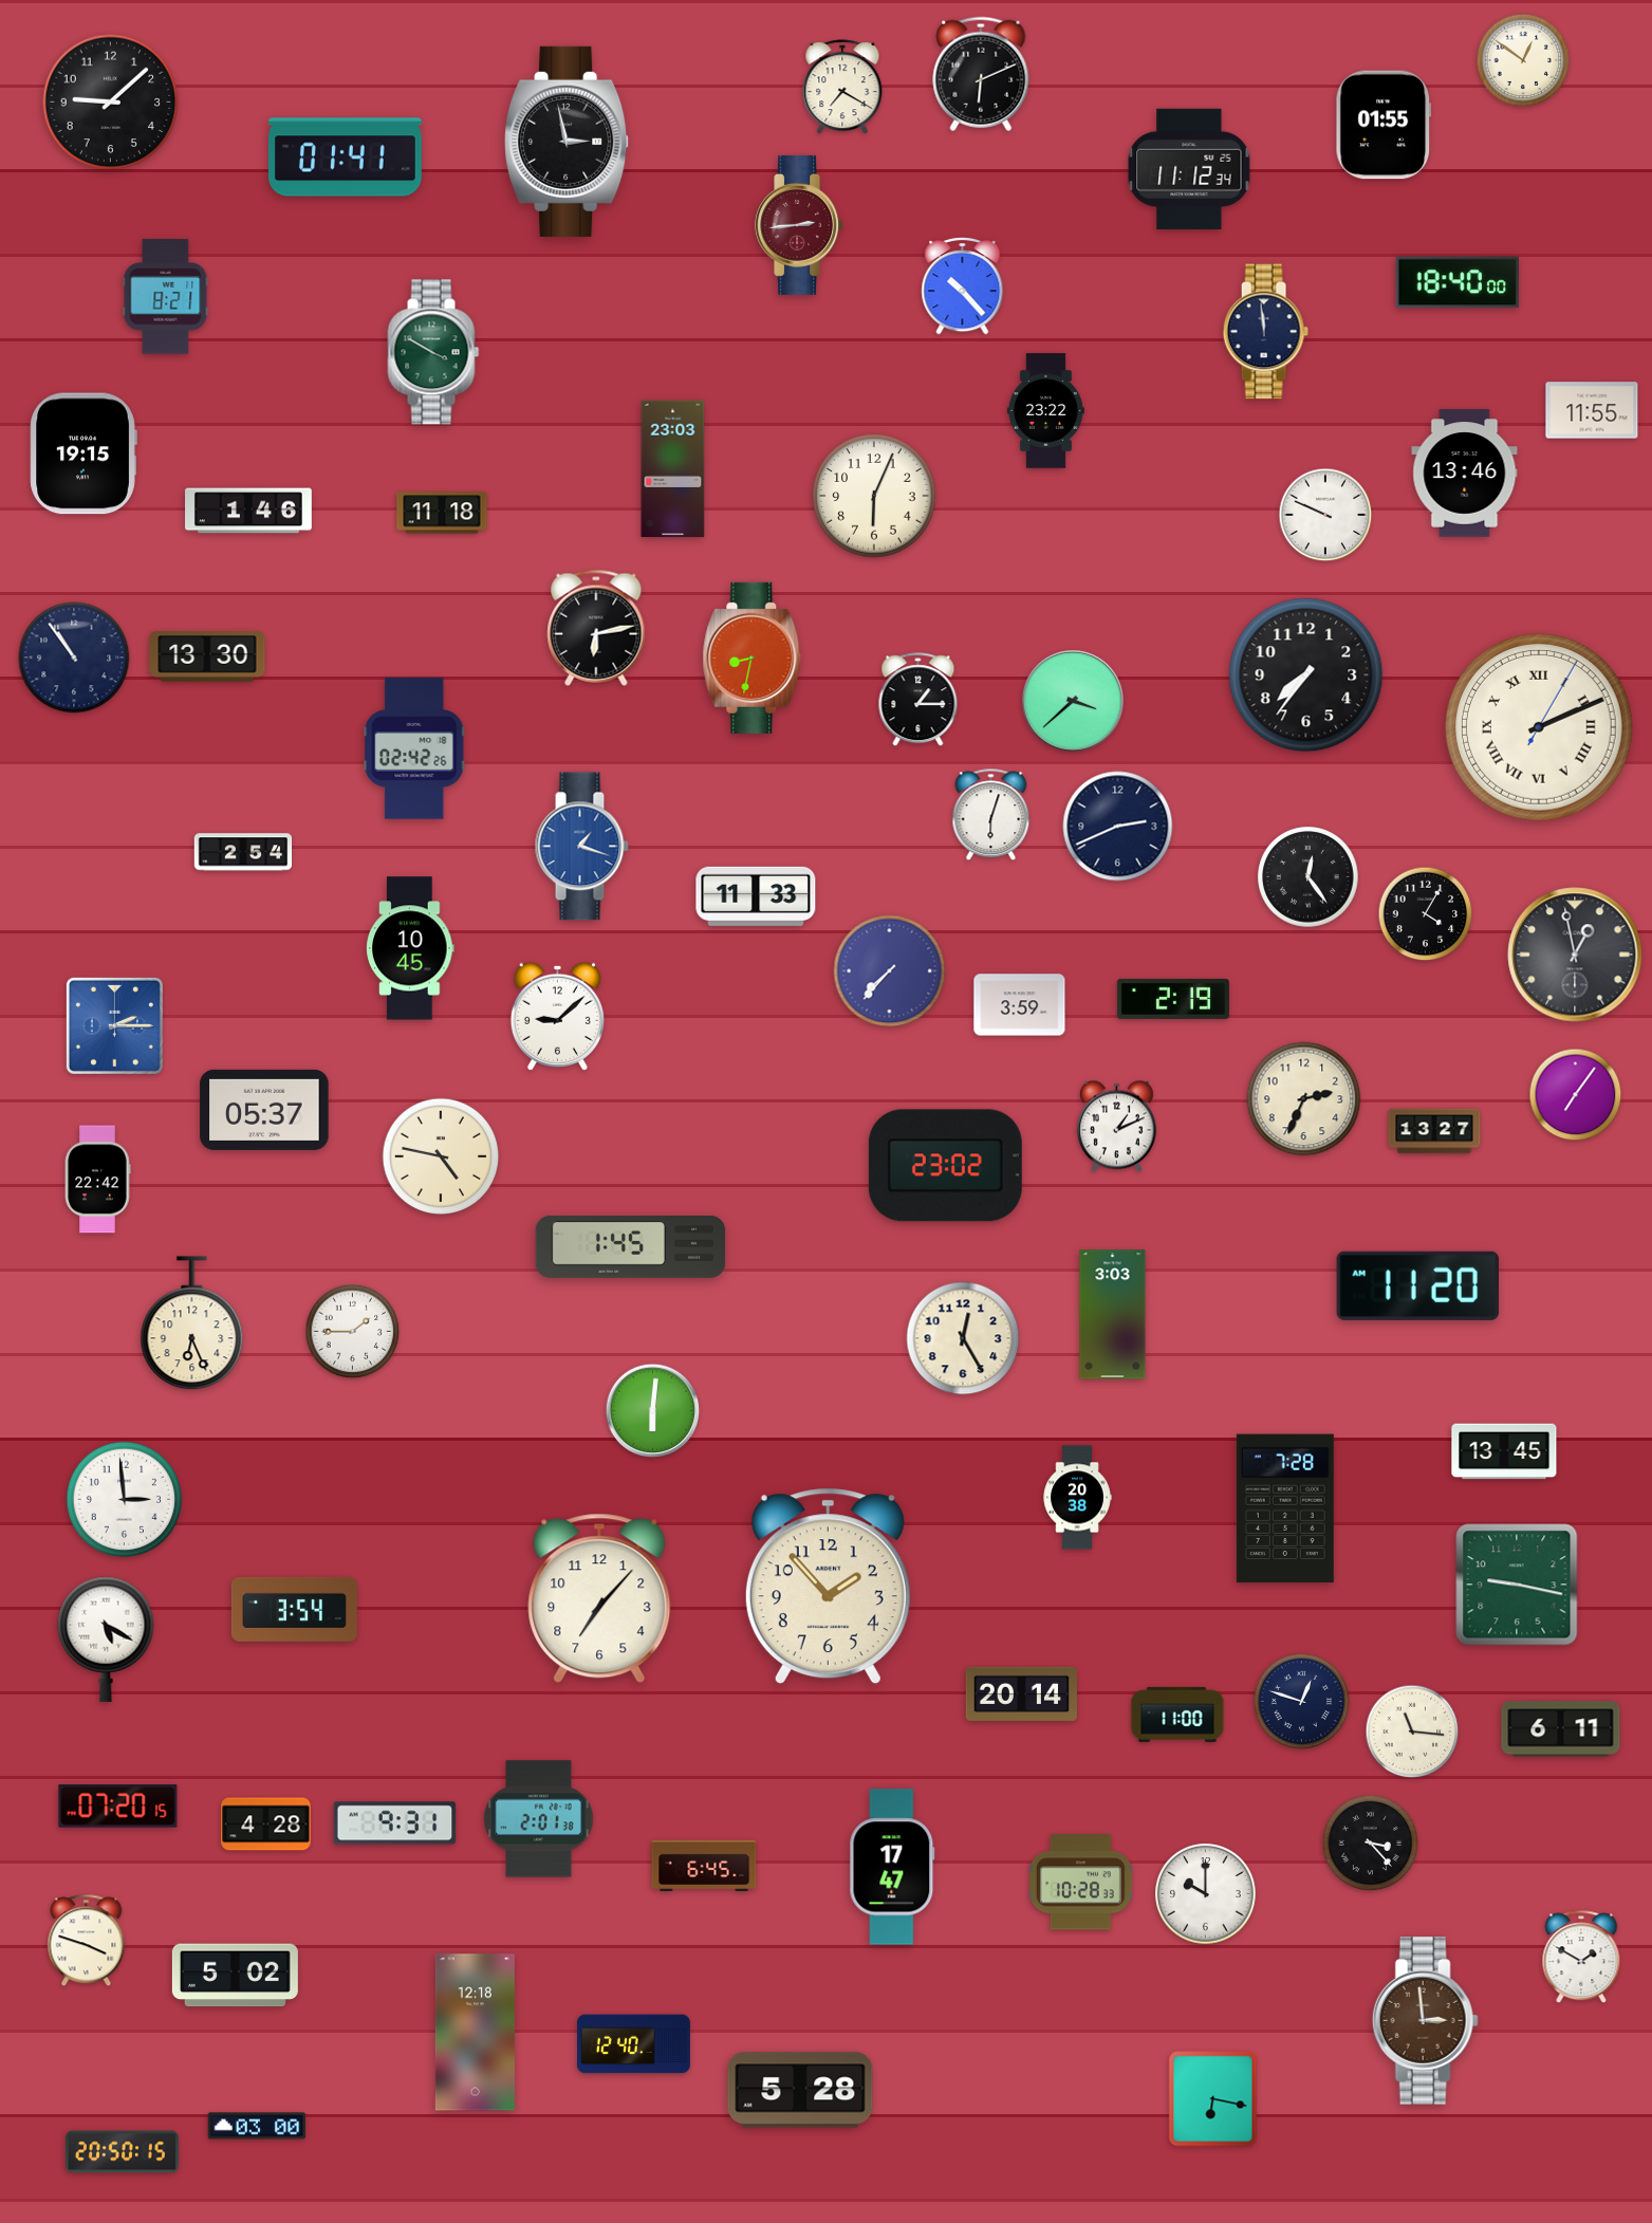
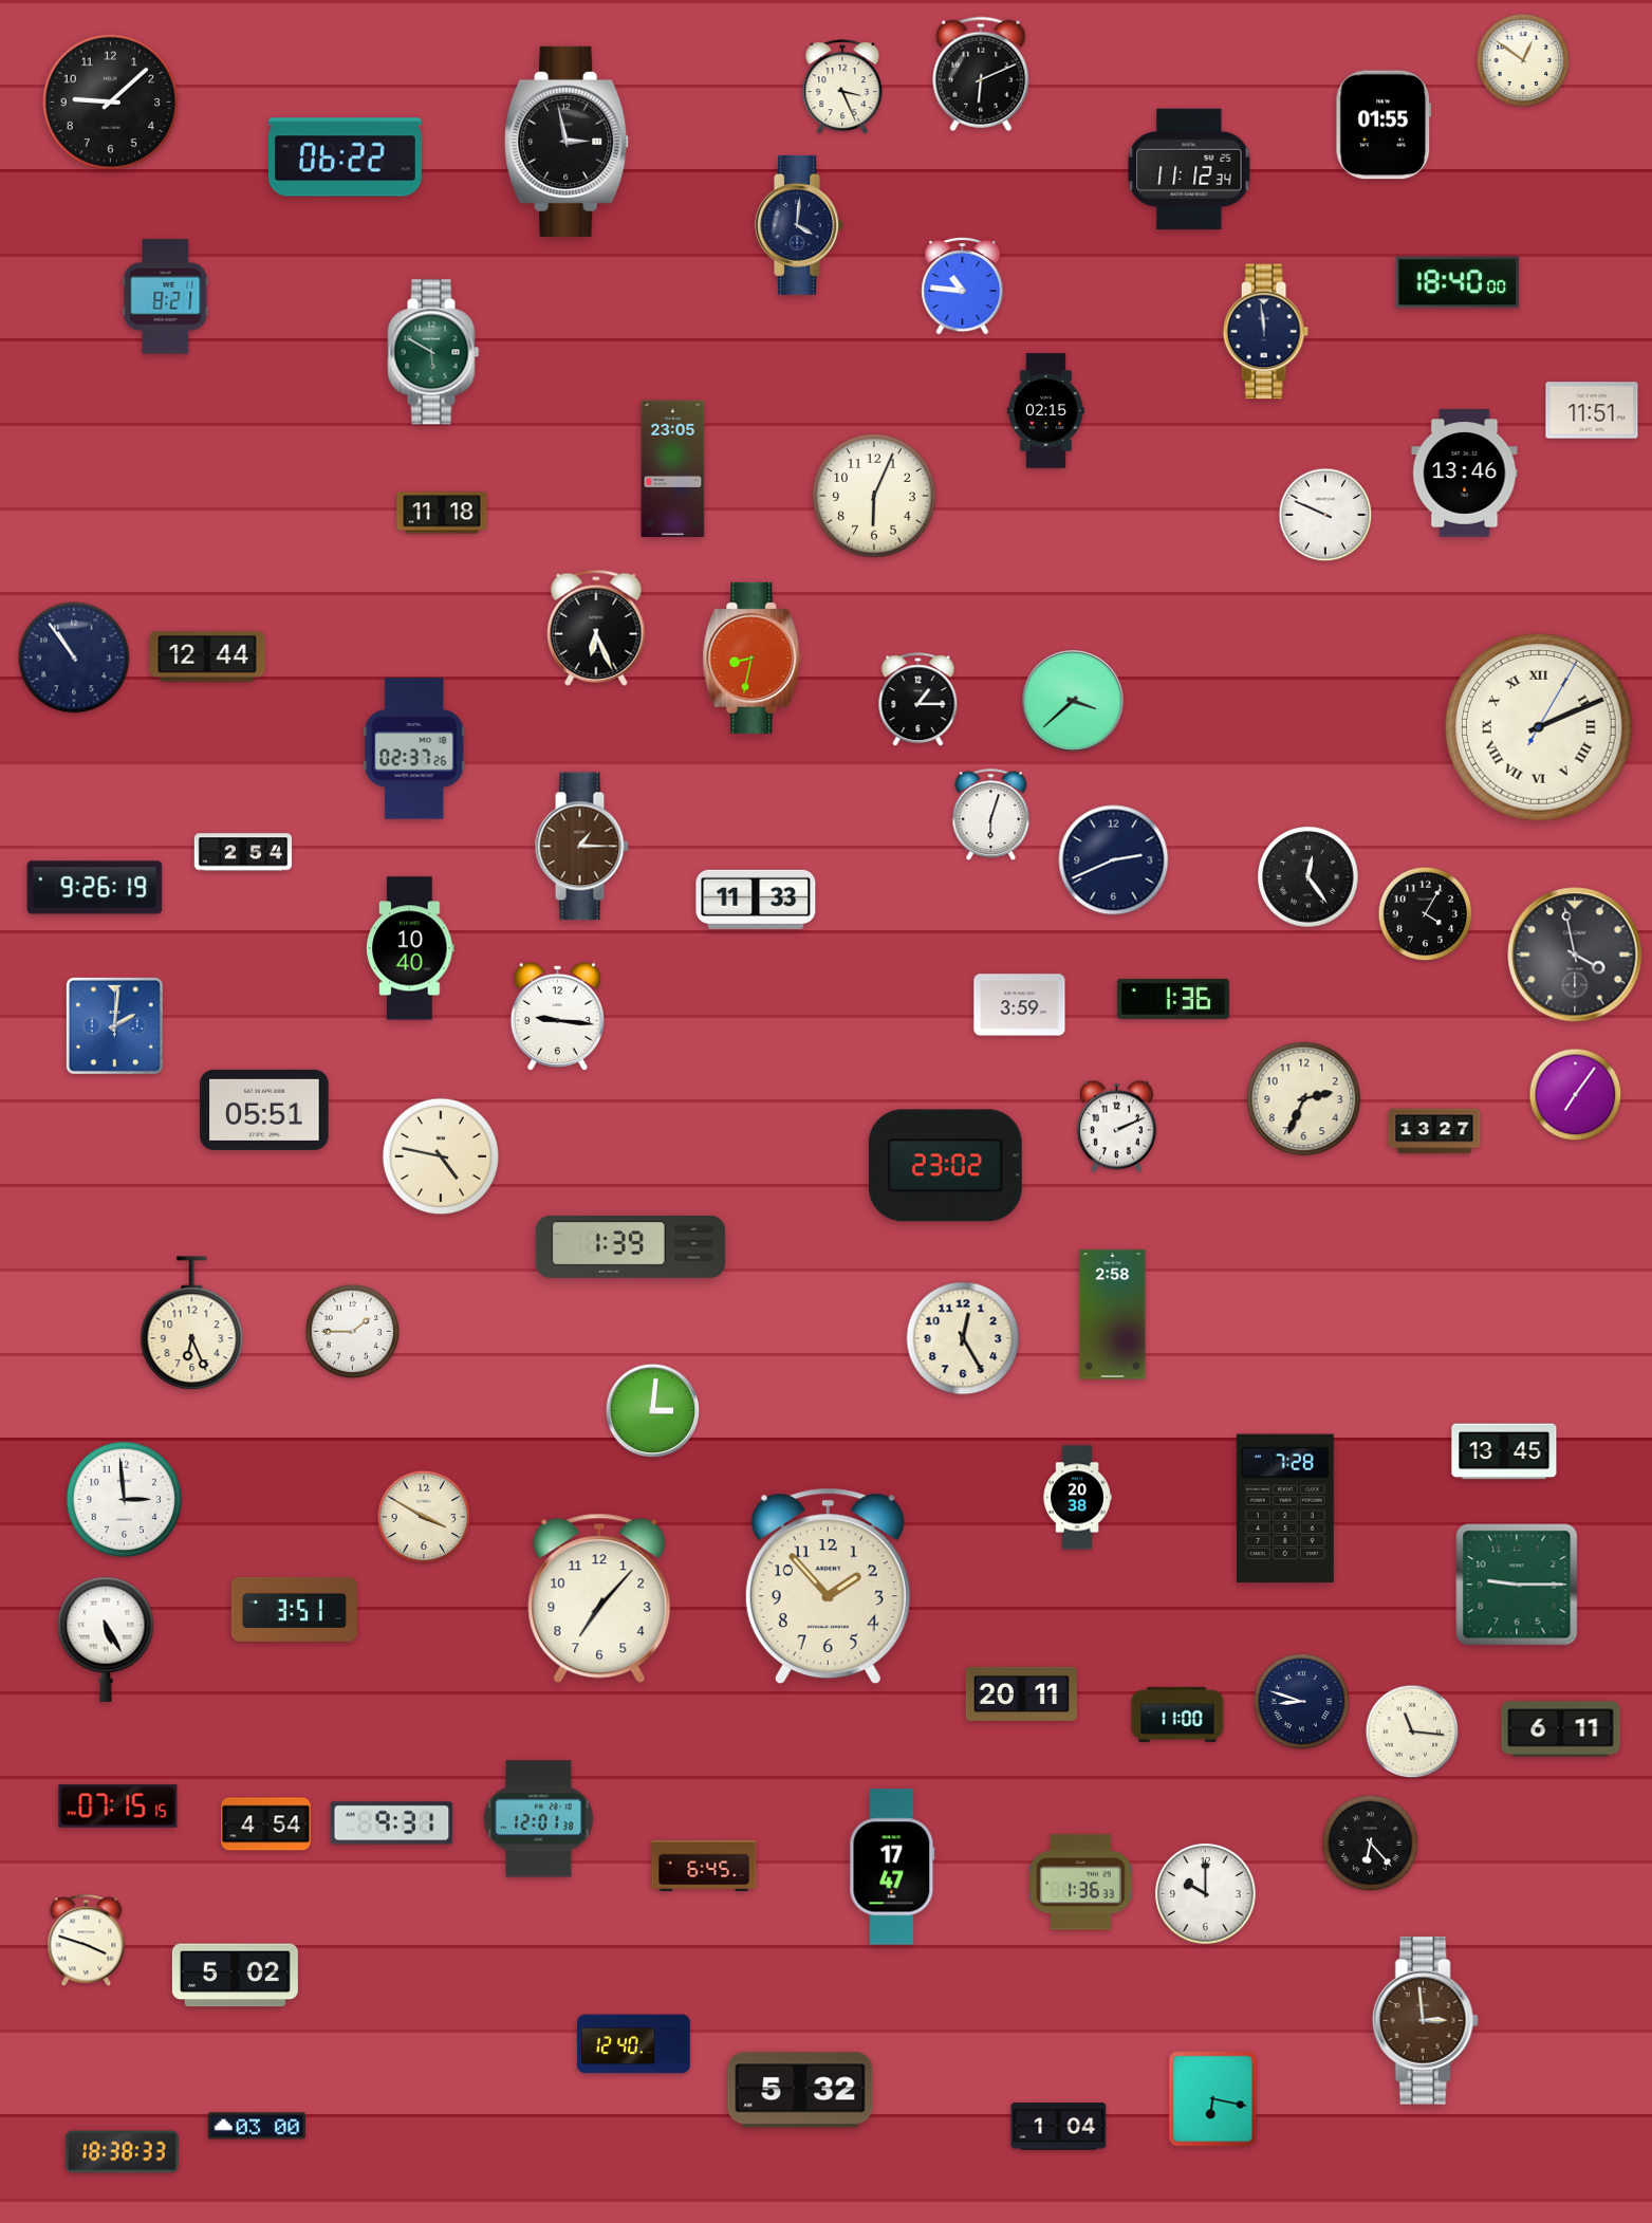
clock at (842, 88): 7:20 -> 3:26
clock at (345, 158): 01:41 -> 06:22
clock at (800, 225): 2:44 -> 4:01
clock at (800, 225) dial: burgundy -> navy
clock at (963, 285): 10:23 -> 10:46
clock at (433, 352): 3:50 -> 5:50
clock at (1592, 410): 11:55 -> 11:51
clock at (1045, 411): 23:22 -> 02:15
clock at (83, 453): 19:15 -> none
clock at (673, 469): 23:03 -> 23:05
clock at (249, 511): 1:46 -> none
clock at (596, 628): 6:13 -> 6:26
clock at (207, 656): 13:30 -> 12:44
clock at (1306, 675): 7:36 -> none
clock at (414, 748): 02:42 -> 02:37
clock at (1118, 827) position: (1118, 827) -> (1114, 860)
clock at (581, 847): 1:18 -> 1:15
clock at (581, 847) dial: blue -> brown
clock at (95, 888): none -> 9:26
clock at (756, 896) position: (756, 896) -> (756, 900)
clock at (410, 948): 10:45 -> 10:40
clock at (1575, 955): 12:58 -> 3:58
clock at (890, 971): 7:37 -> none
clock at (1173, 999): 2:19 -> 1:36
clock at (557, 1016): 9:08 -> 9:16
clock at (114, 1025): 2:15 -> 2:01
clock at (264, 1110): 05:37 -> 05:51
clock at (1116, 1127): 1:11 -> 2:11
clock at (97, 1180): 22:42 -> none
clock at (631, 1246): 1:45 -> 1:39
clock at (1417, 1285): 11:20 -> none
clock at (1113, 1315): 3:03 -> 2:58
clock at (653, 1411): 6:01 -> 3:01
clock at (424, 1517): none -> 3:50
clock at (1517, 1585): 9:17 -> 9:15
clock at (294, 1609): 3:54 -> 3:51
clock at (106, 1640): 5:20 -> 5:25
clock at (1021, 1693): 20:14 -> 20:11
clock at (1301, 1701): 12:48 -> 8:48
clock at (118, 1807): 07:20 -> 07:15
clock at (539, 1819): 2:01 -> 12:01
clock at (395, 1823) position: (395, 1823) -> (392, 1823)
clock at (266, 1824): 4:28 -> 4:54
clock at (1370, 1842): 3:23 -> 6:23
clock at (1080, 1883): 10:28 -> 1:36
clock at (1581, 1958): 1:50 -> none
clock at (475, 2033): 12:18 -> none
clock at (800, 2090): 5:28 -> 5:32
clock at (1059, 2127): none -> 1:04
clock at (122, 2152): 20:50 -> 18:38
